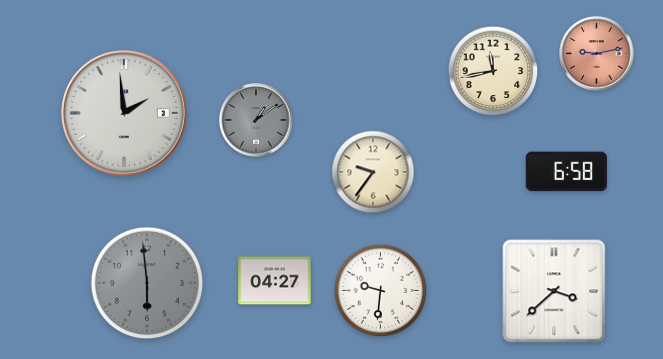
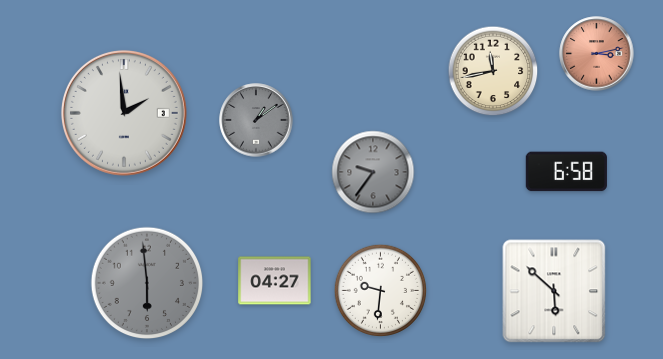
clock at (597, 54): 9:13 -> 3:13
clock at (373, 172) dial: cream -> grey
clock at (554, 291): 3:38 -> 5:52
